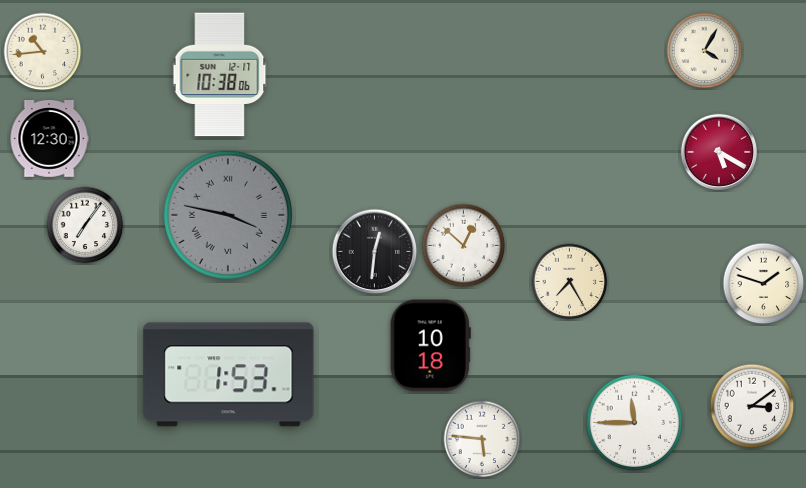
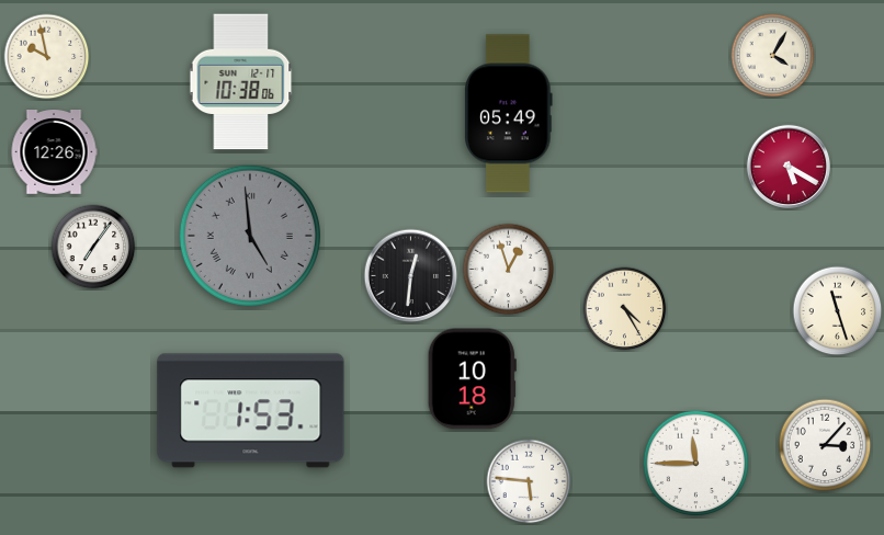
clock at (43, 52): 10:44 -> 9:58
clock at (509, 114): none -> 05:49
clock at (49, 139): 12:30 -> 12:26
clock at (228, 215): 3:47 -> 4:59
clock at (464, 246): 12:52 -> 12:57
clock at (570, 282): 7:25 -> 4:25
clock at (764, 284): 1:48 -> 11:27
clock at (752, 406): 3:09 -> 3:07
